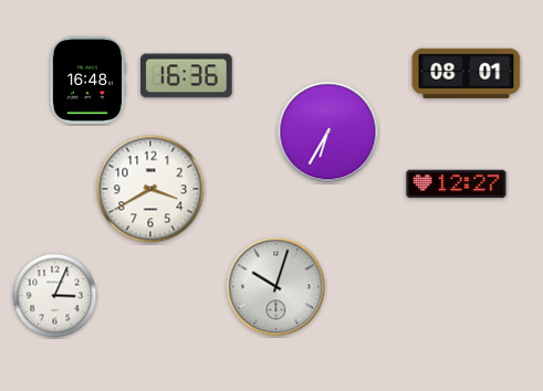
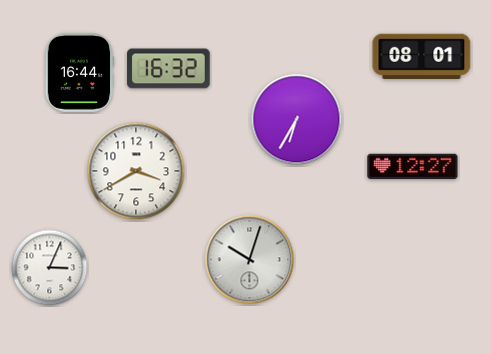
clock at (467, 73) position: (467, 73) -> (422, 56)
clock at (187, 76): 16:36 -> 16:32
clock at (87, 80): 16:48 -> 16:44
